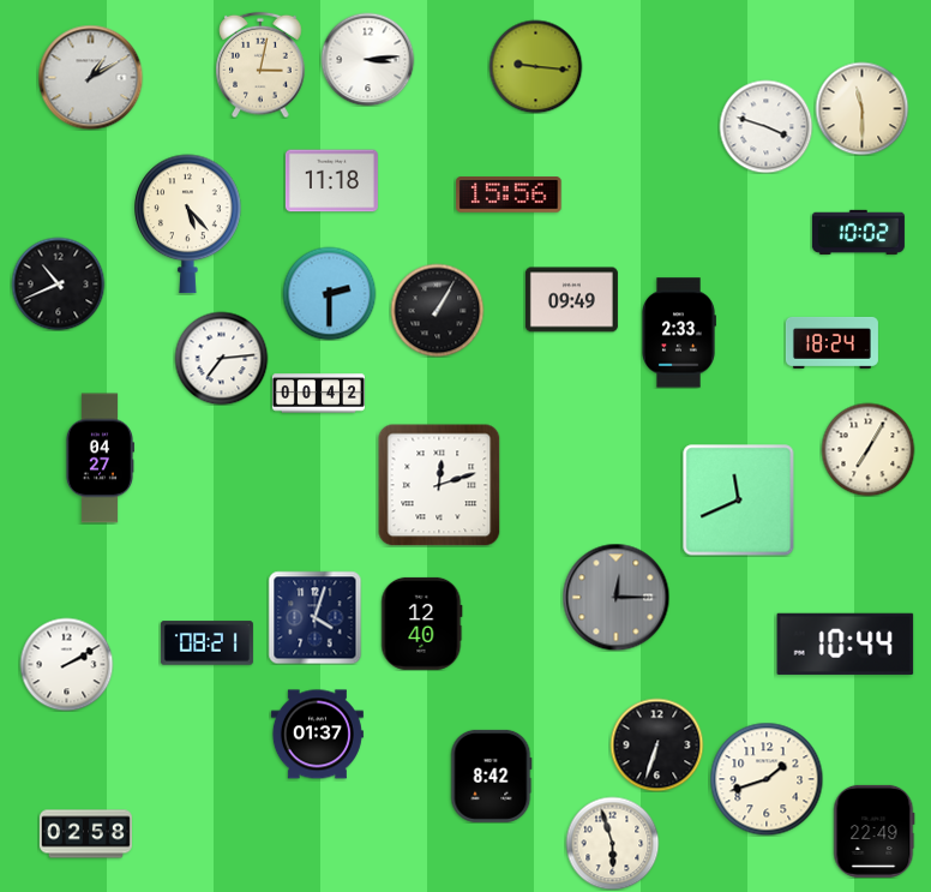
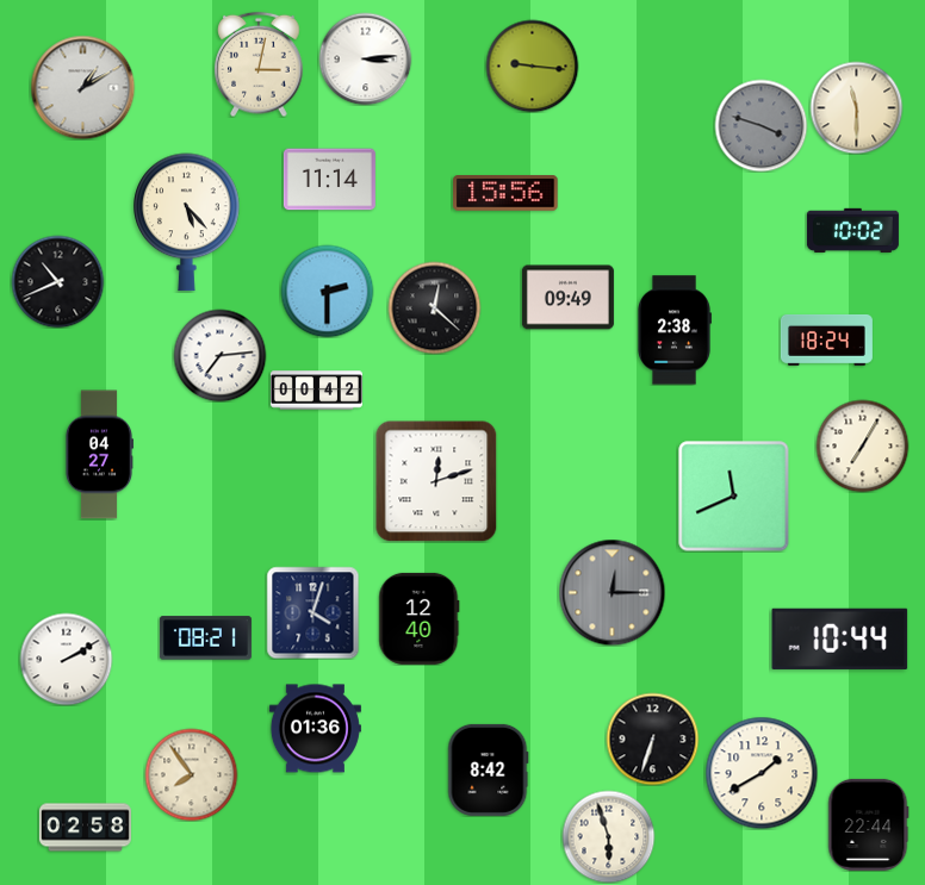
clock at (90, 77) position: (90, 77) -> (82, 87)
clock at (765, 126) dial: white -> grey
clock at (331, 181): 11:18 -> 11:14
clock at (437, 310): 1:05 -> 12:22
clock at (678, 333): 2:33 -> 2:38
clock at (317, 735): 01:37 -> 01:36
clock at (767, 779): 1:42 -> 1:40
clock at (191, 774): none -> 7:54
clock at (875, 831): 22:49 -> 22:44
